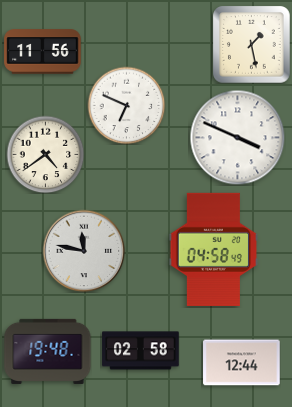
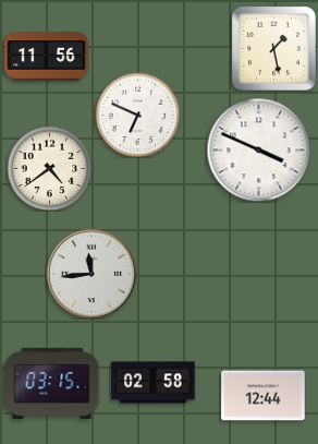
clock at (214, 249): 04:58 -> none
clock at (84, 251): 11:47 -> 11:44
clock at (48, 351): 19:48 -> 03:15
